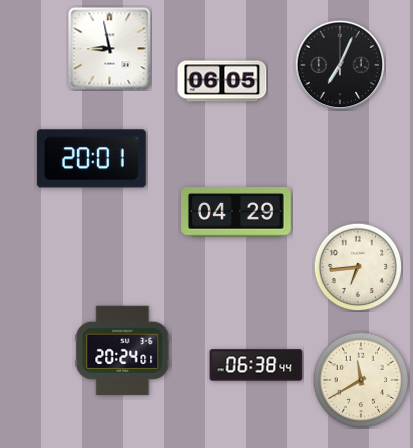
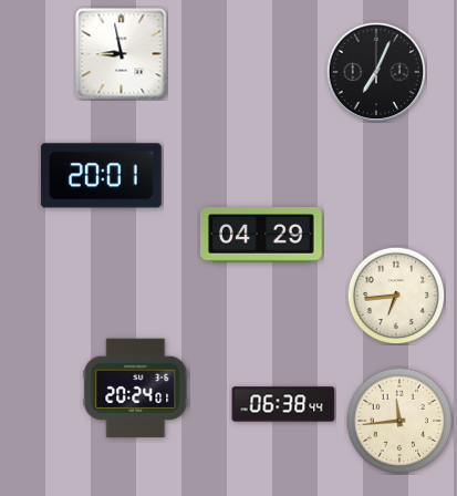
clock at (222, 81): 06:05 -> none
clock at (361, 380): 11:40 -> 11:44
